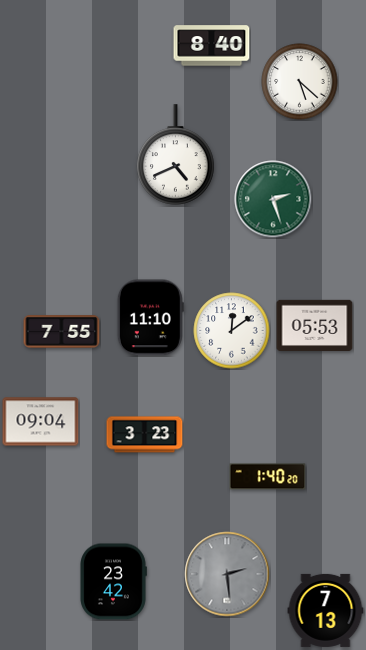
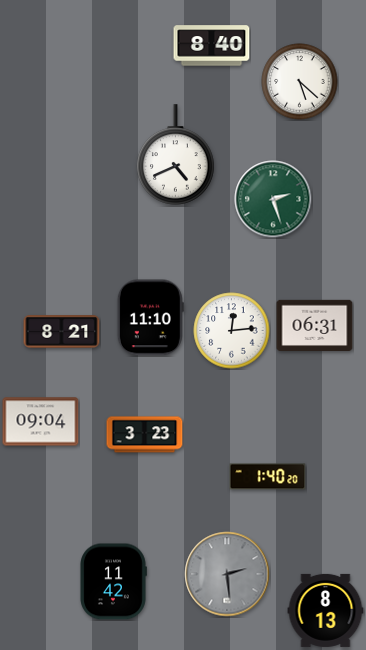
clock at (315, 325): 05:53 -> 06:31
clock at (232, 331): 12:09 -> 12:14
clock at (62, 332): 7:55 -> 8:21
clock at (113, 582): 23:42 -> 11:42
clock at (326, 610): 7:13 -> 8:13
